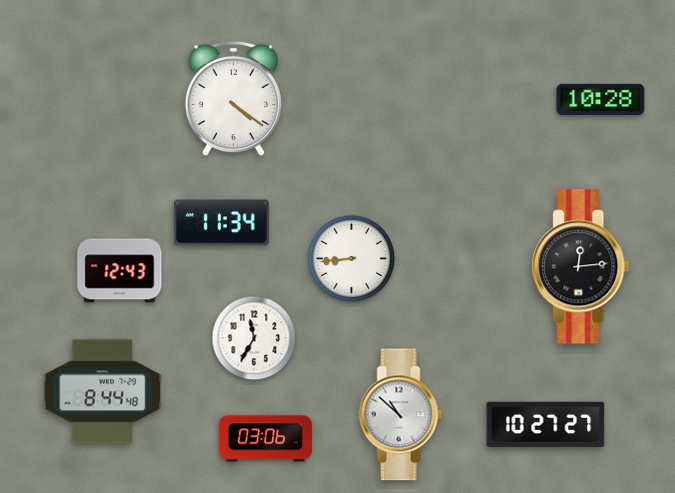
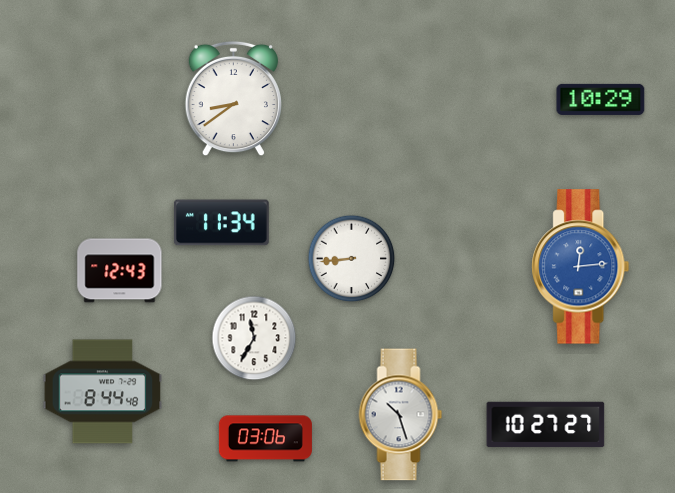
clock at (233, 99): 4:21 -> 8:39
clock at (601, 99): 10:28 -> 10:29
clock at (581, 267) dial: black -> blue
clock at (401, 415): 10:52 -> 10:27
